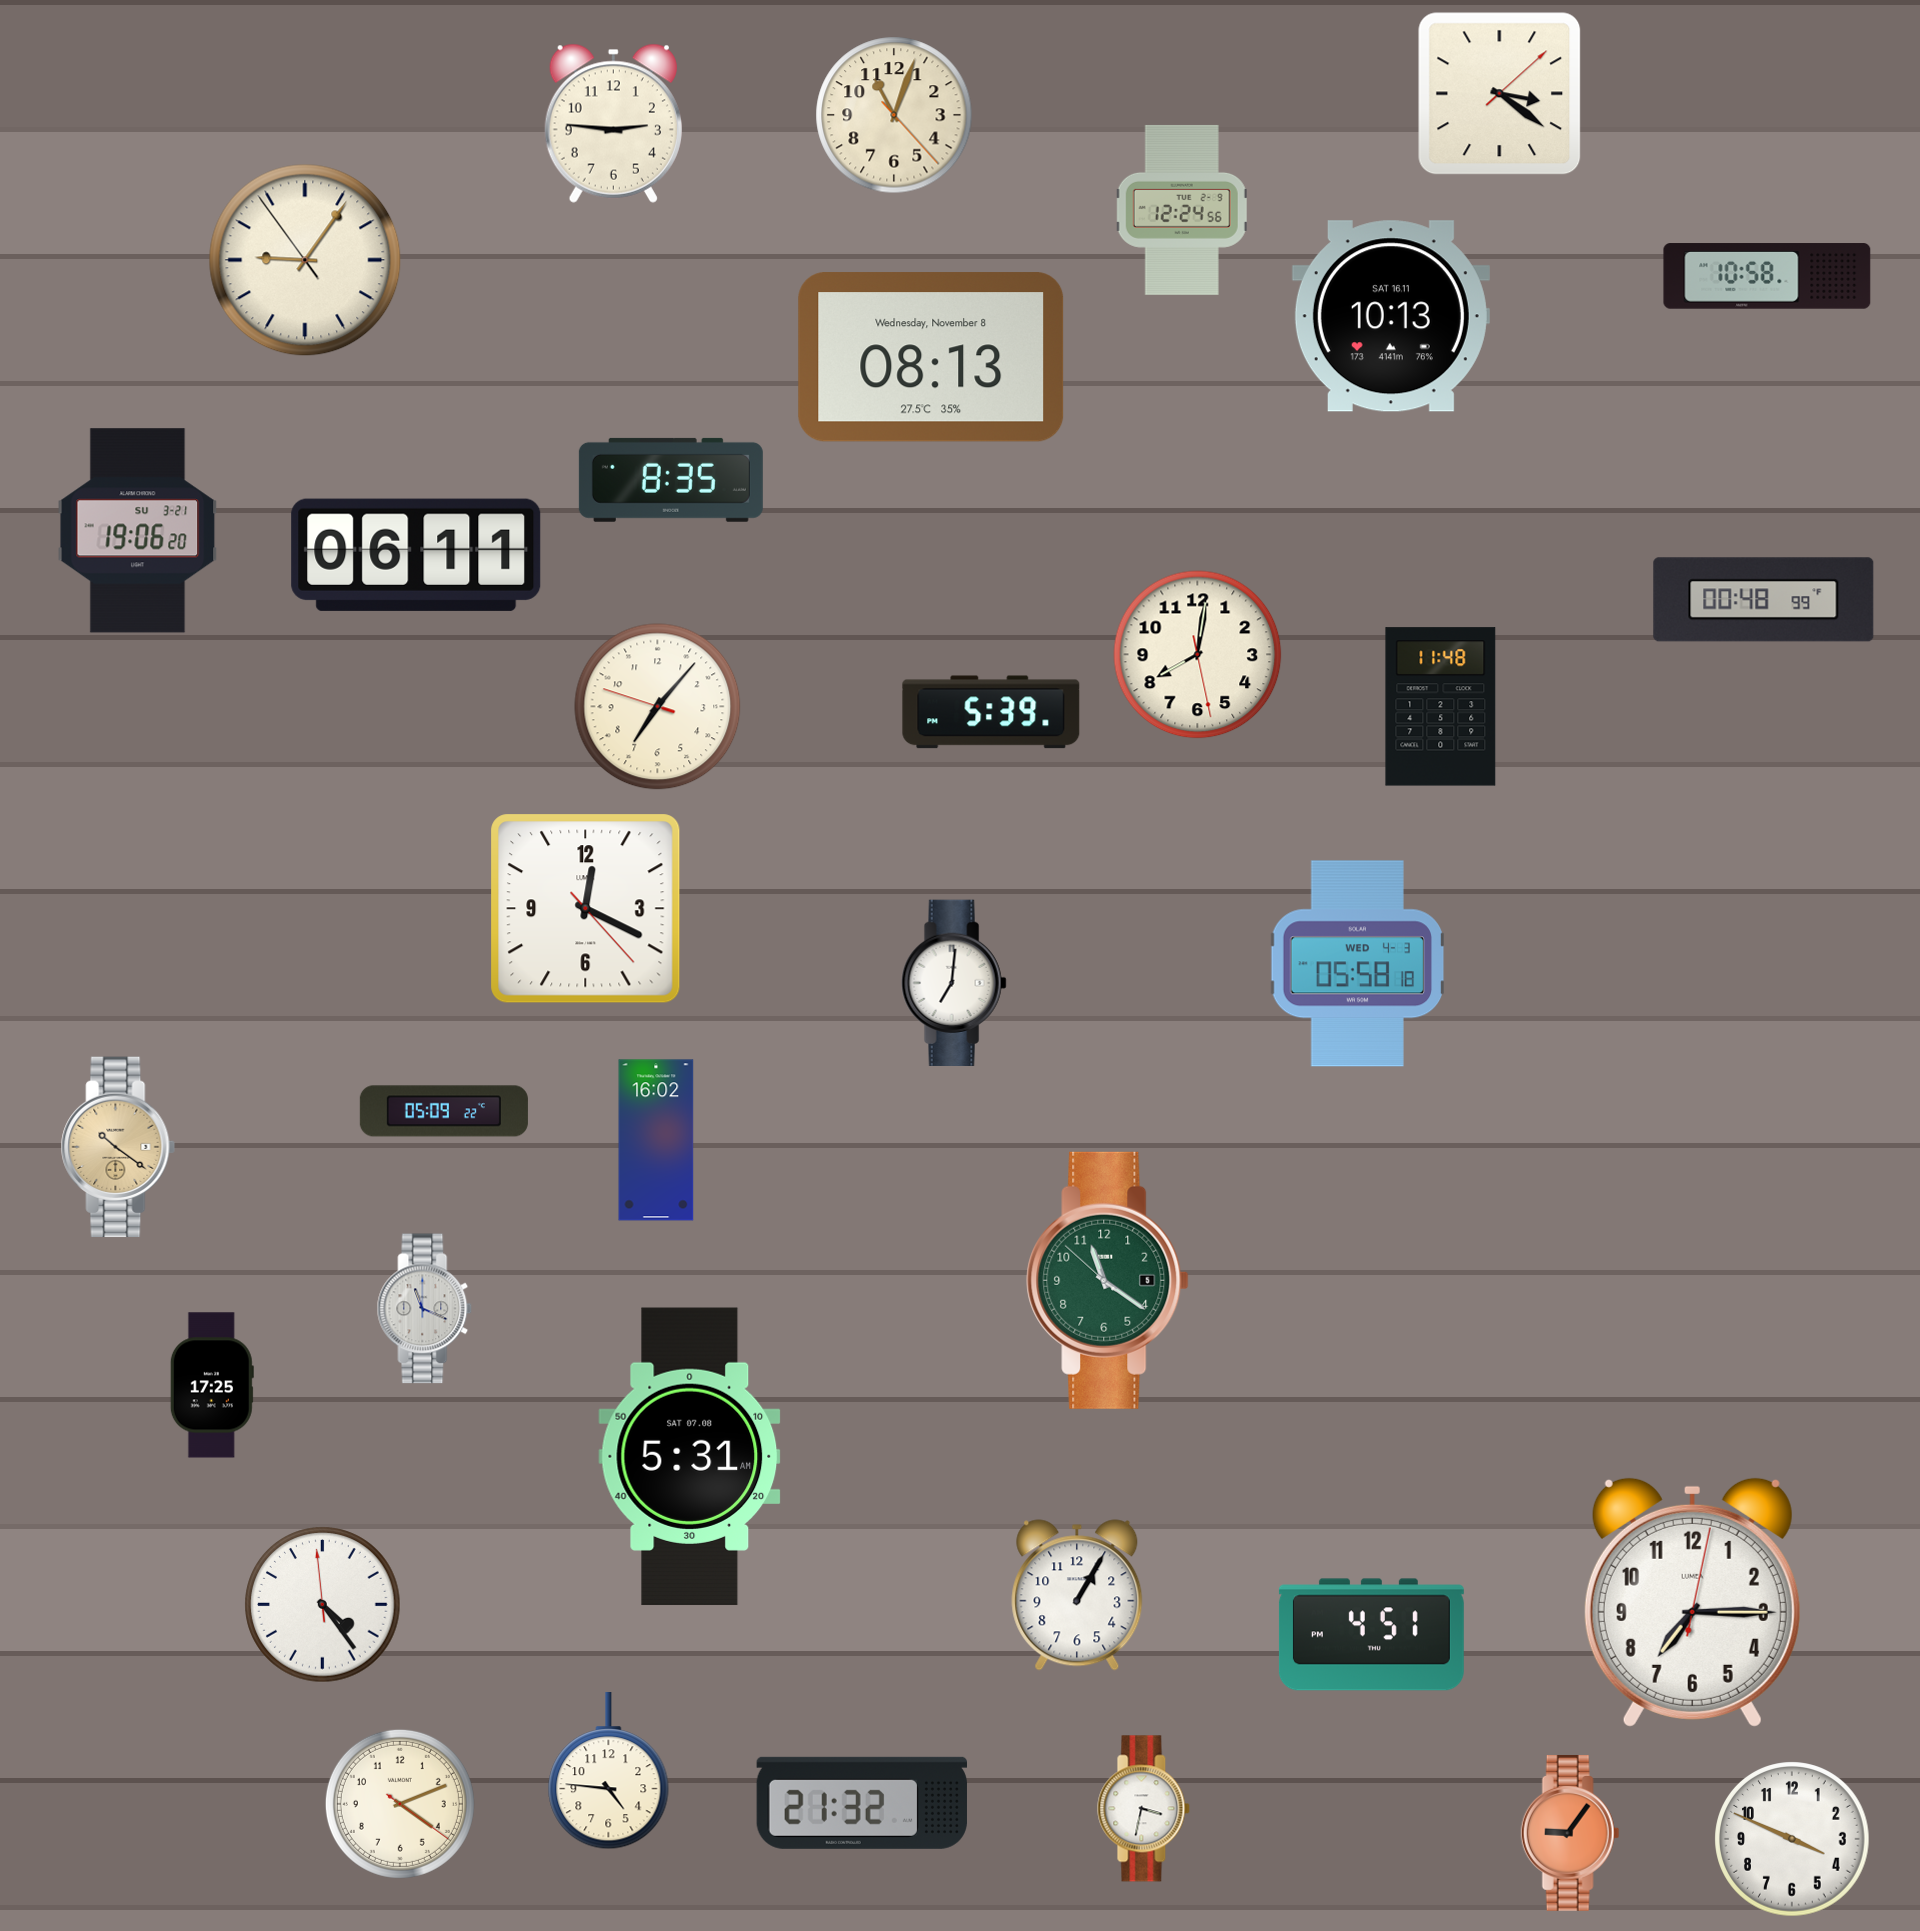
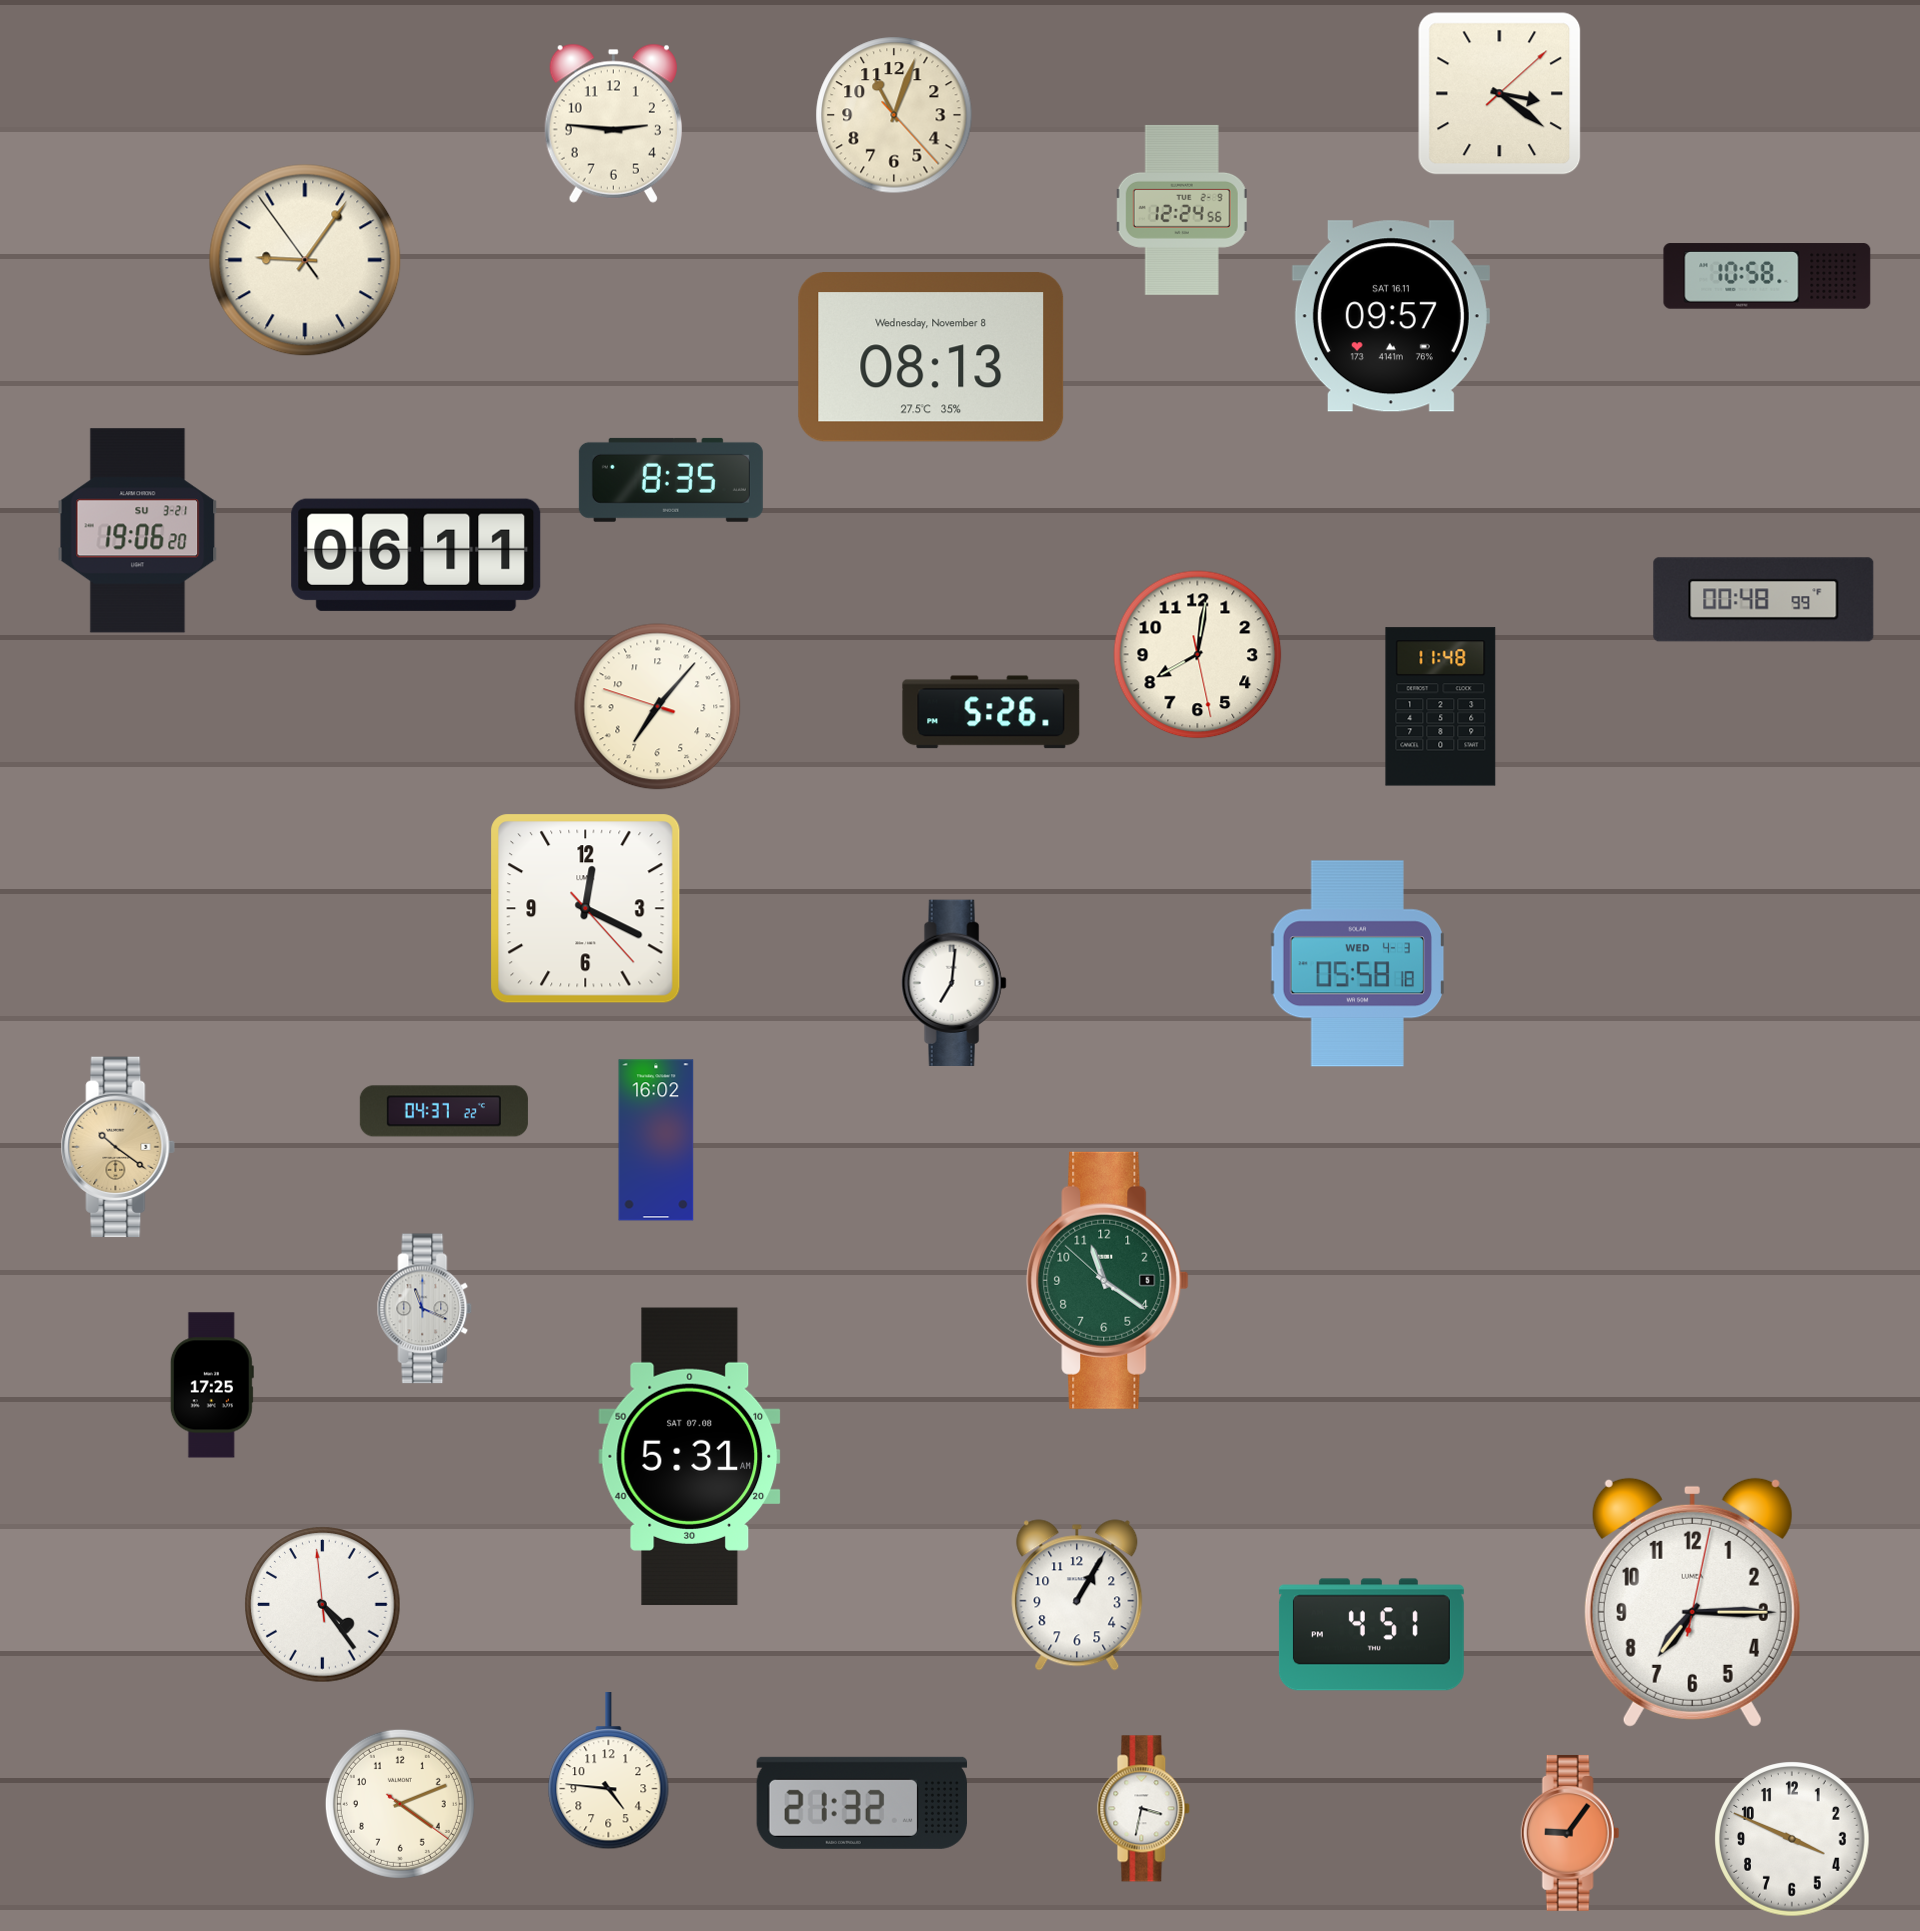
clock at (1391, 316): 10:13 -> 09:57
clock at (991, 712): 5:39 -> 5:26
clock at (444, 1111): 05:09 -> 04:37
